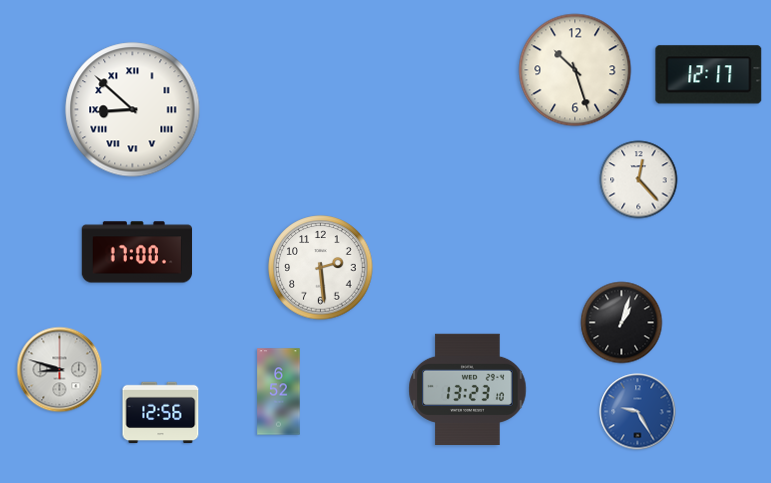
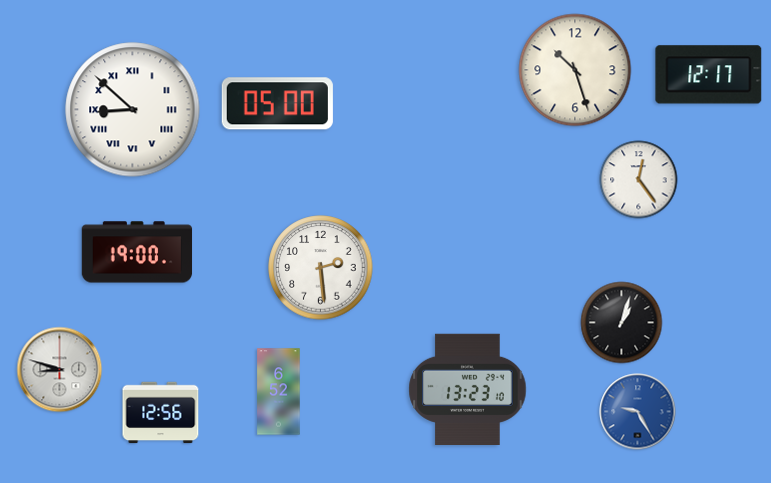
clock at (277, 104): none -> 05:00
clock at (639, 180): 12:23 -> 12:24
clock at (137, 252): 17:00 -> 19:00
